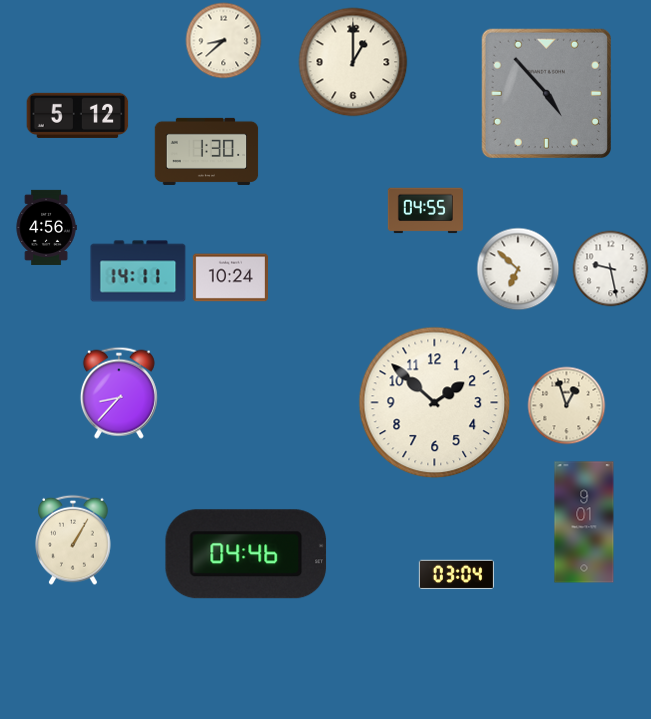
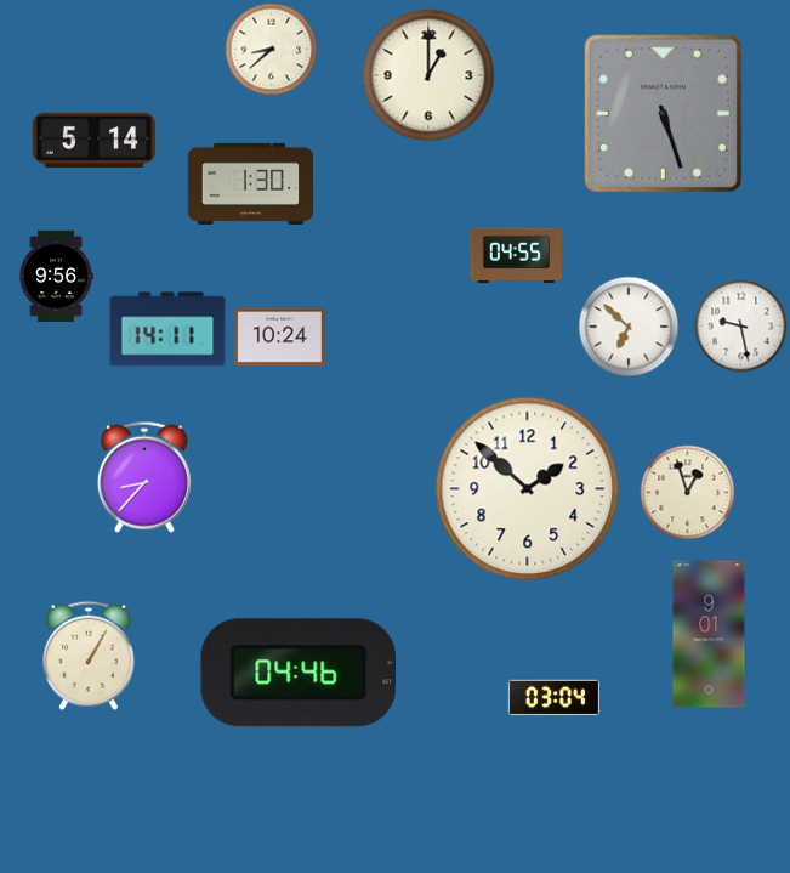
clock at (546, 93): 4:53 -> 5:27
clock at (78, 115): 5:12 -> 5:14
clock at (46, 227): 4:56 -> 9:56
